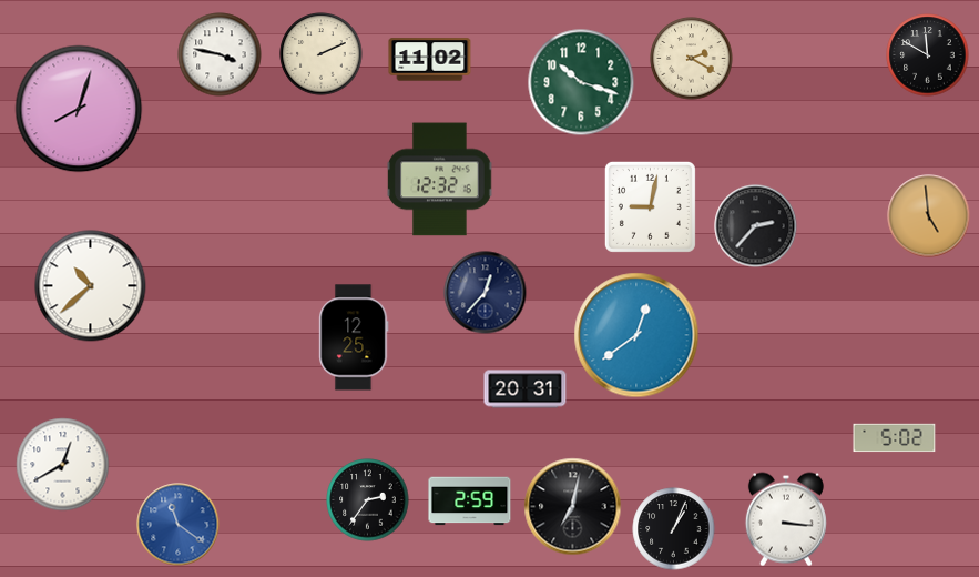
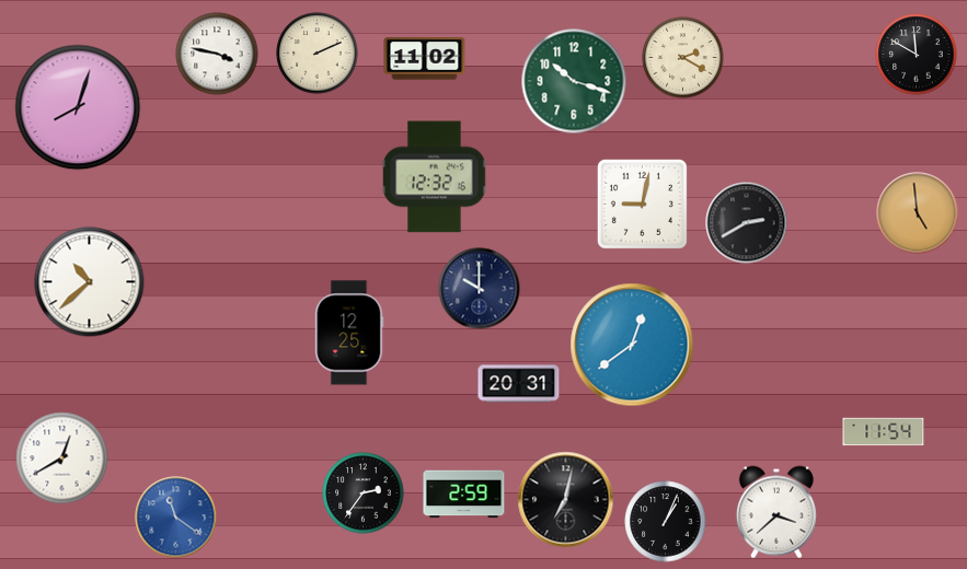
clock at (756, 226): 2:37 -> 2:40
clock at (486, 293): 12:37 -> 10:00
clock at (636, 335) position: (636, 335) -> (632, 345)
clock at (895, 438): 5:02 -> 11:54
clock at (786, 519): 3:16 -> 3:38
